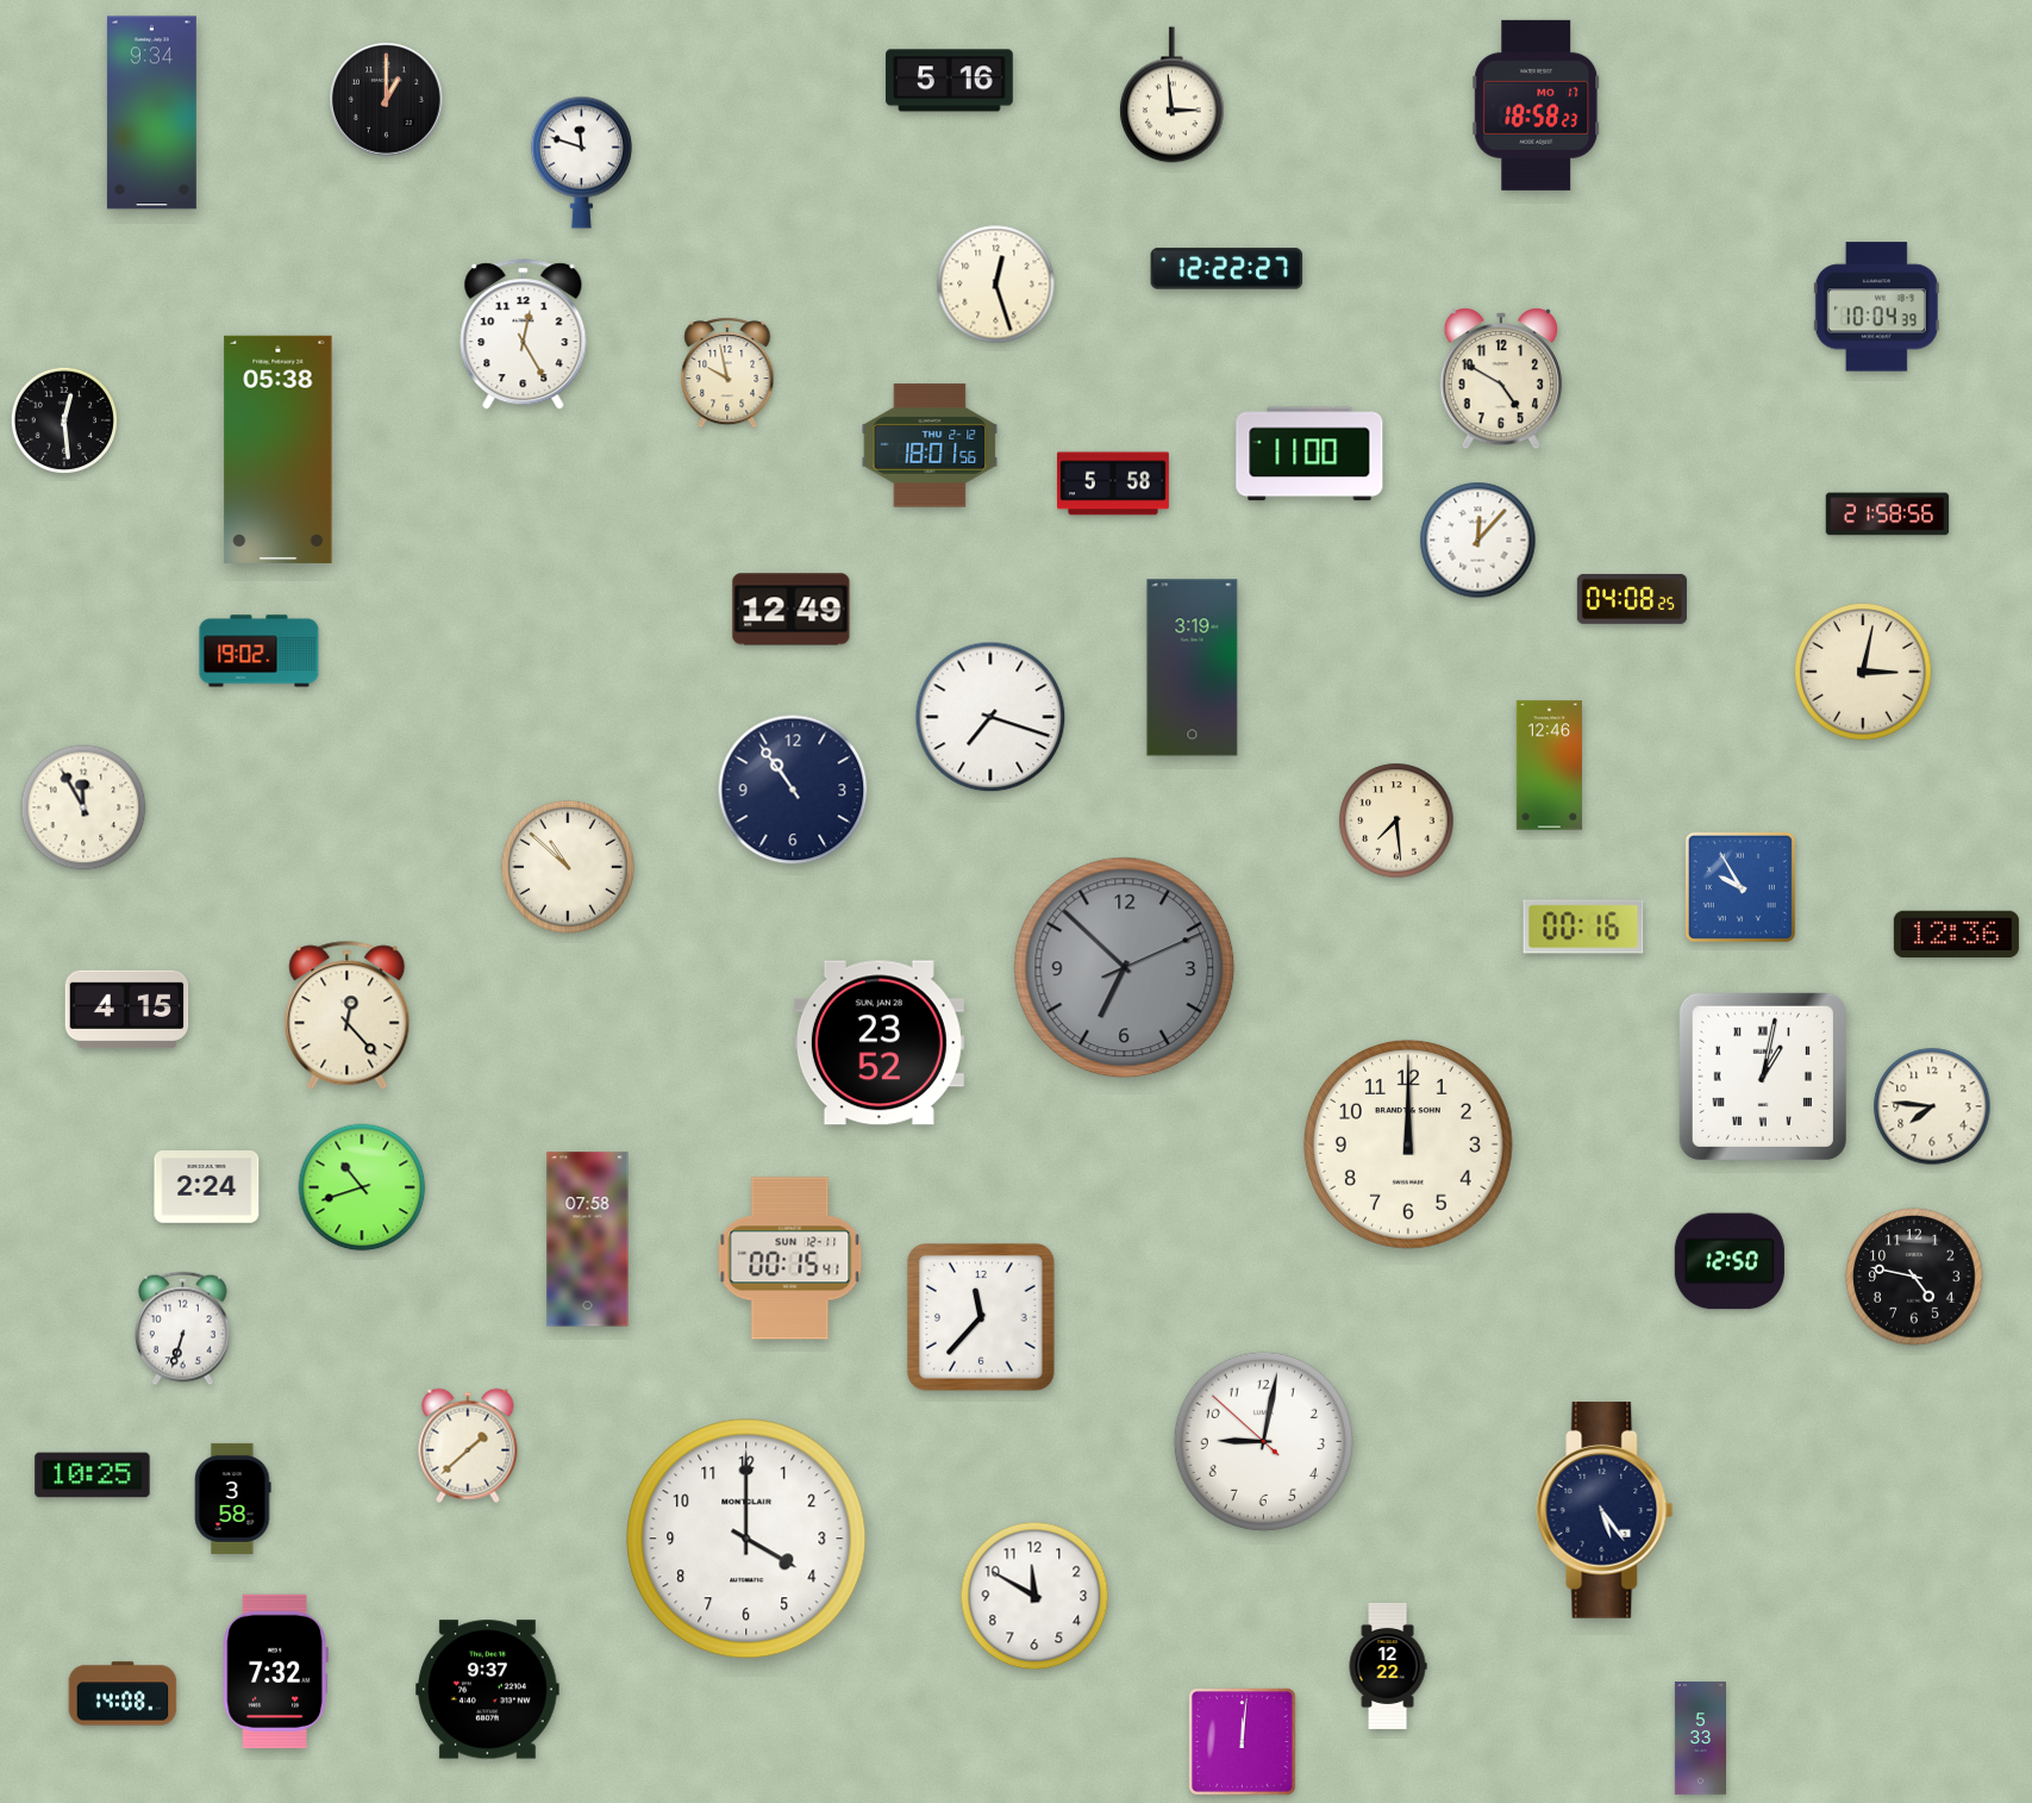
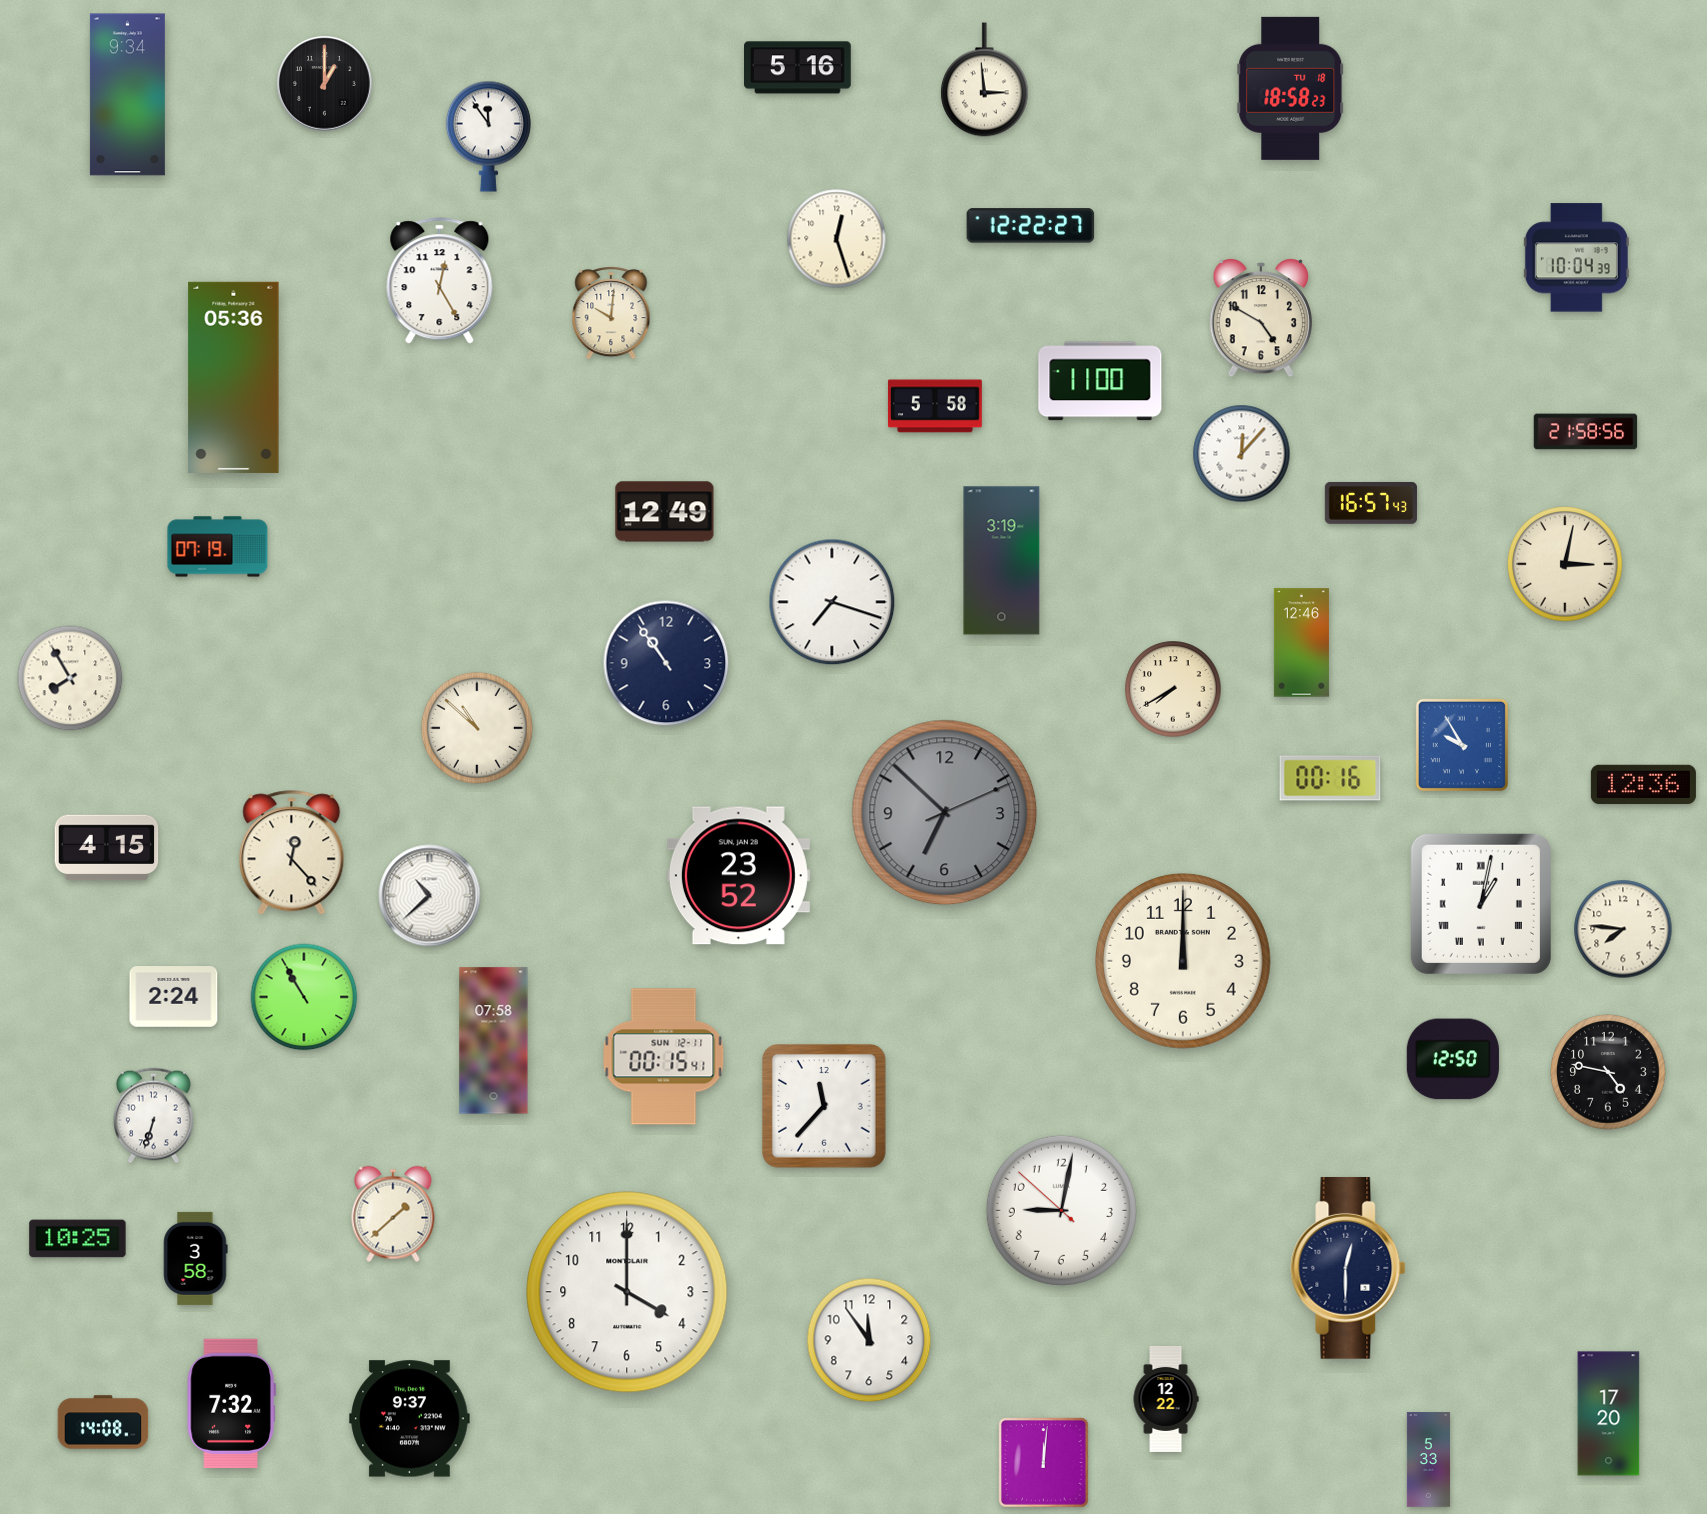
clock at (1537, 105) date: MO 17 -> TU 18
clock at (581, 162): 11:48 -> 11:54
clock at (727, 373): 9:58 -> 10:01
clock at (63, 419): 12:29 -> none
clock at (930, 445): 18:01 -> none
clock at (279, 449): 05:38 -> 05:36
clock at (1632, 599): 04:08 -> 16:57
clock at (260, 651): 19:02 -> 07:19
clock at (83, 807): 11:55 -> 7:55
clock at (1396, 821): 7:29 -> 7:40
clock at (430, 896): none -> 10:38
clock at (362, 1187): 10:42 -> 10:55
clock at (1605, 1510): 5:24 -> 12:30
clock at (1034, 1596): 11:50 -> 11:54
clock at (1609, 1414): none -> 17:20
